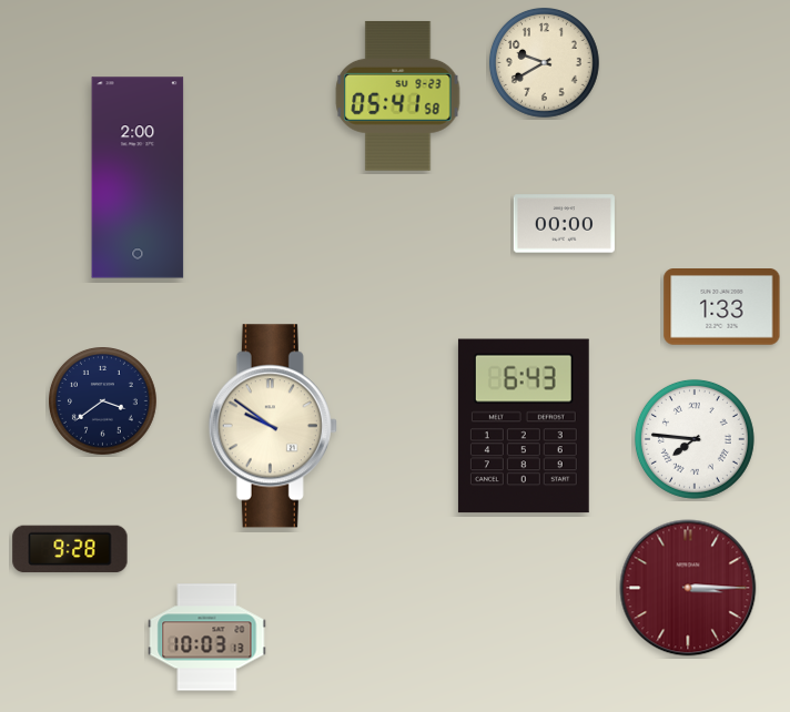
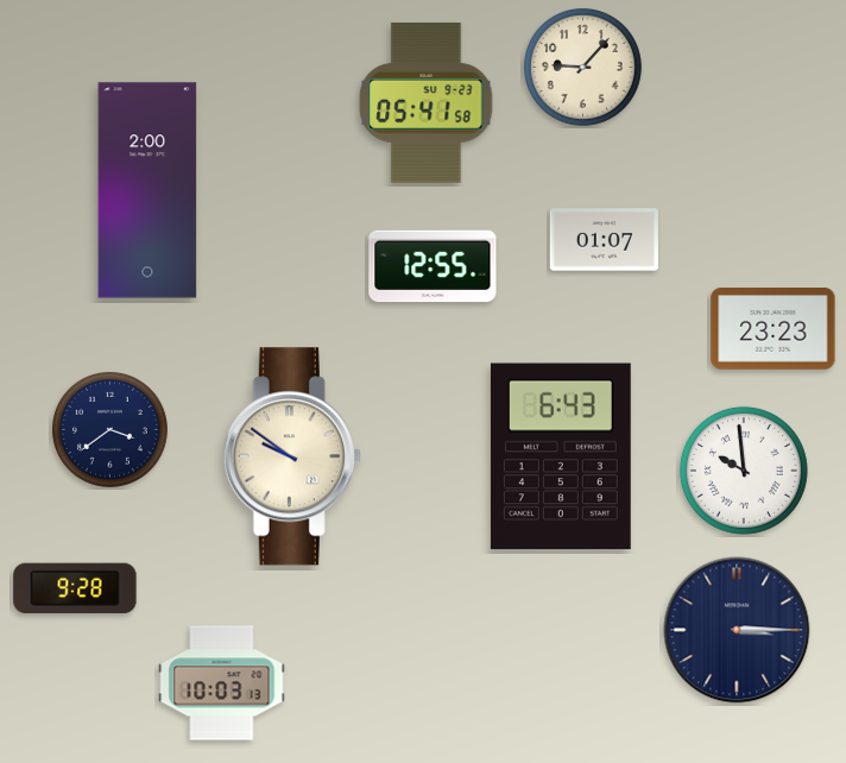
clock at (544, 62): 9:40 -> 9:07
clock at (564, 224): 00:00 -> 01:07
clock at (433, 266): none -> 12:55
clock at (722, 307): 1:33 -> 23:23
clock at (695, 439): 7:46 -> 9:59
clock at (688, 588) dial: burgundy -> navy
